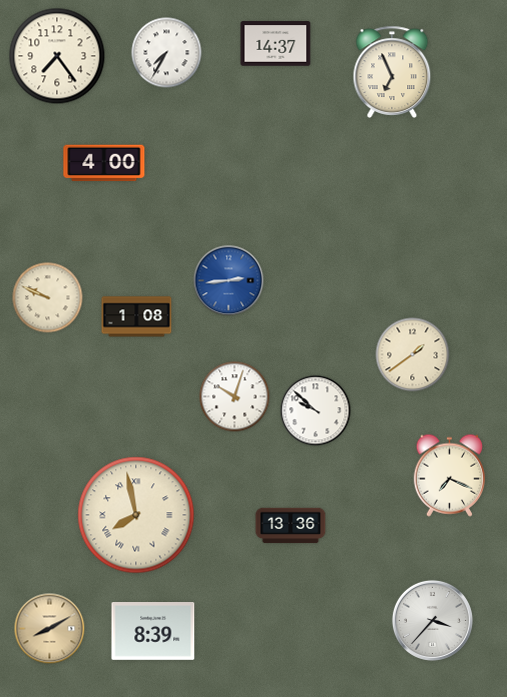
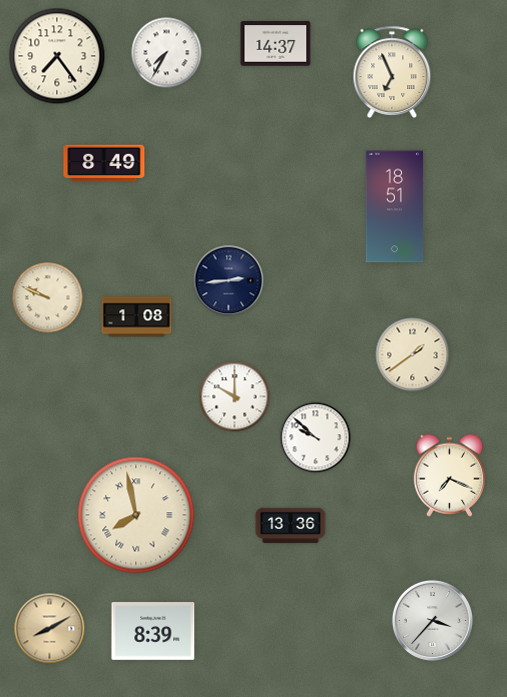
clock at (104, 163): 4:00 -> 8:49
clock at (395, 207): none -> 18:51
clock at (229, 281) dial: blue -> navy
clock at (235, 397): 10:03 -> 10:00
clock at (316, 411) position: (316, 411) -> (316, 438)
